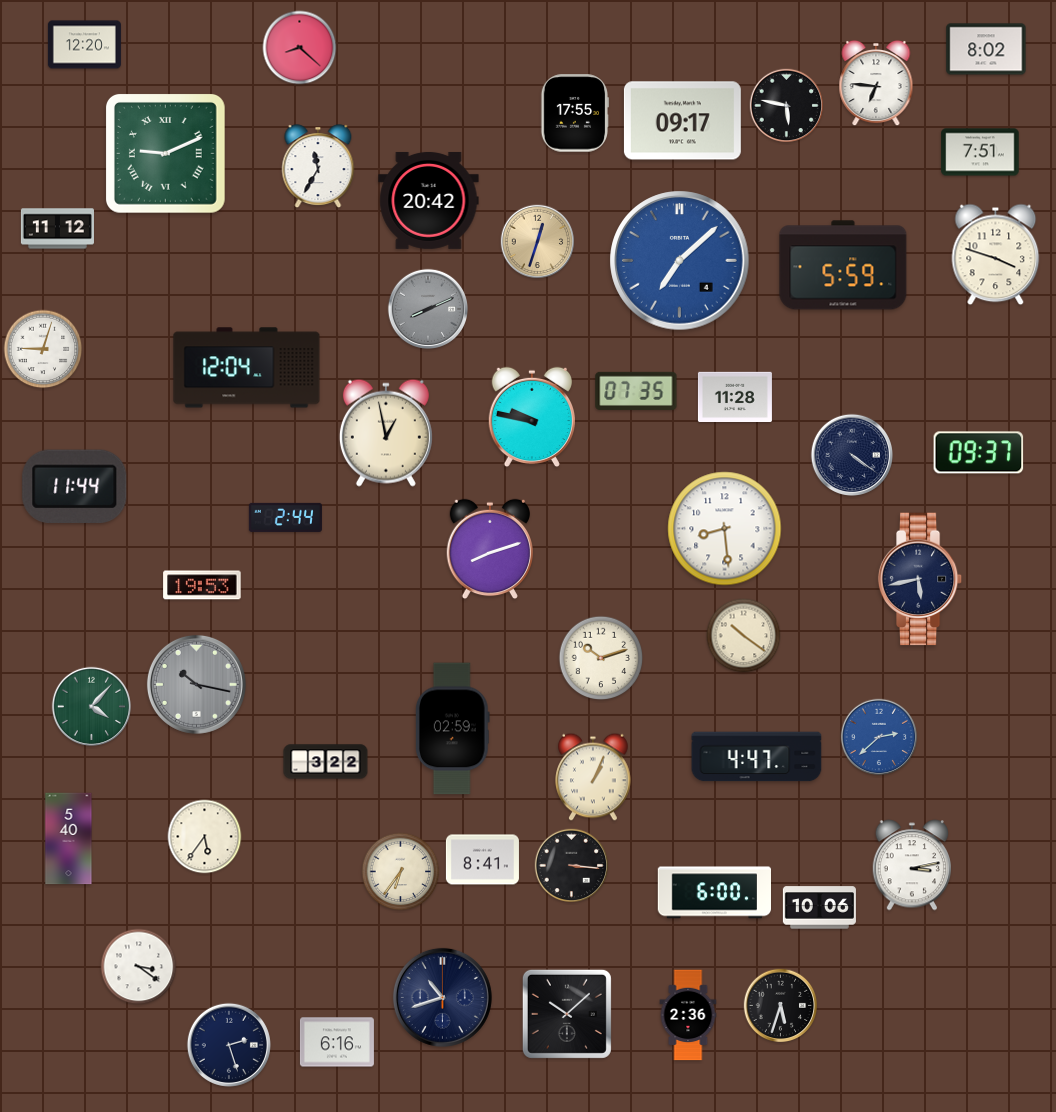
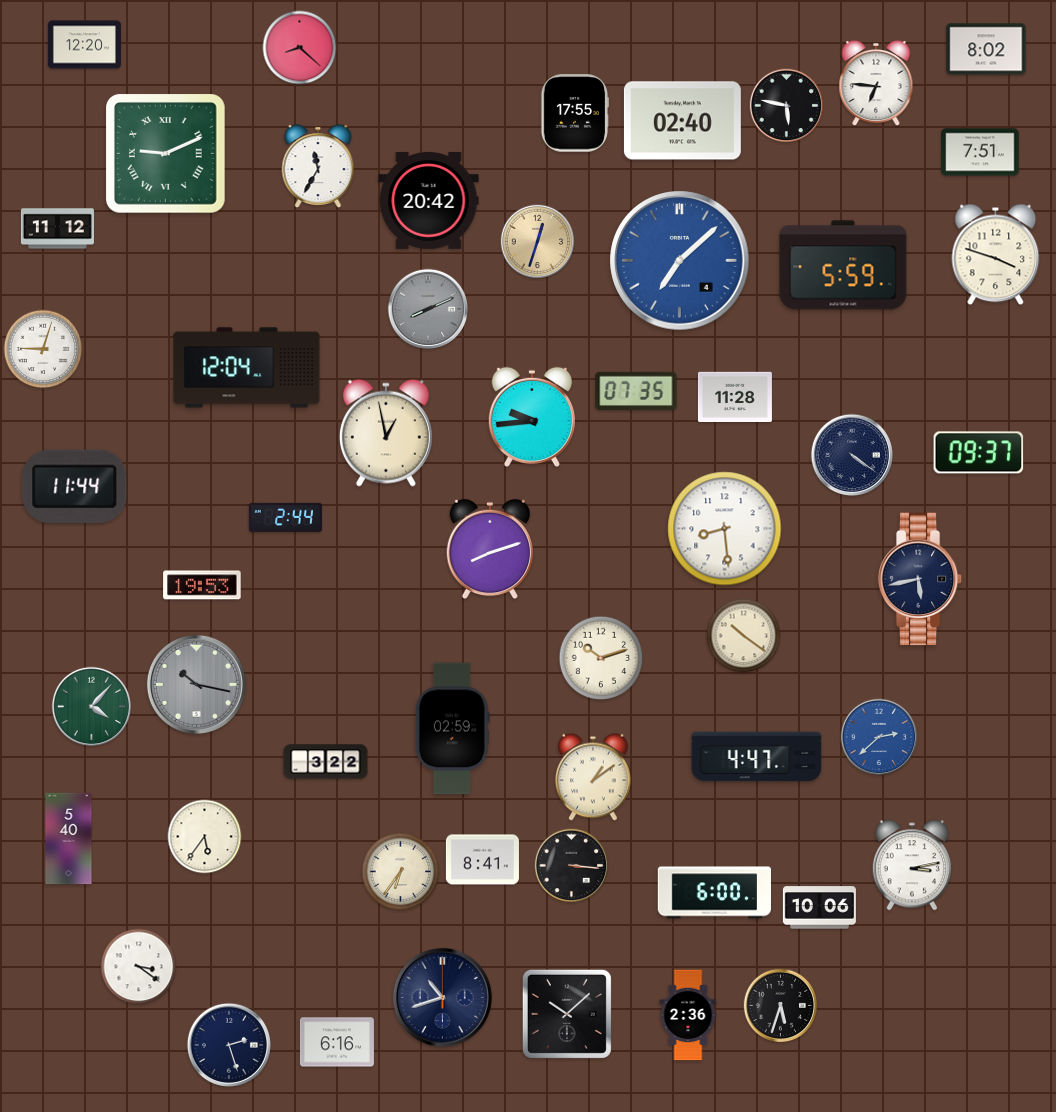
clock at (682, 121): 09:17 -> 02:40
clock at (531, 417): 9:47 -> 9:44
clock at (593, 777): 1:04 -> 1:09
